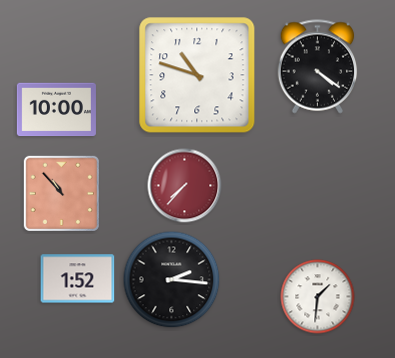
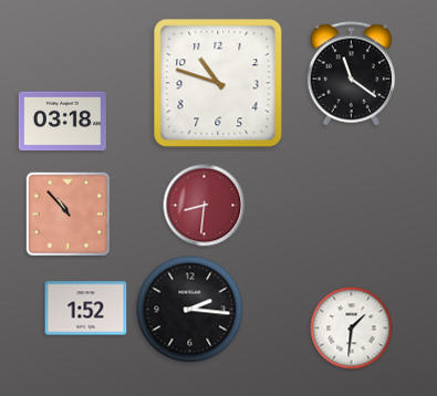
clock at (318, 67): 4:21 -> 11:21
clock at (56, 110): 10:00 -> 03:18
clock at (185, 186): 7:37 -> 8:31
